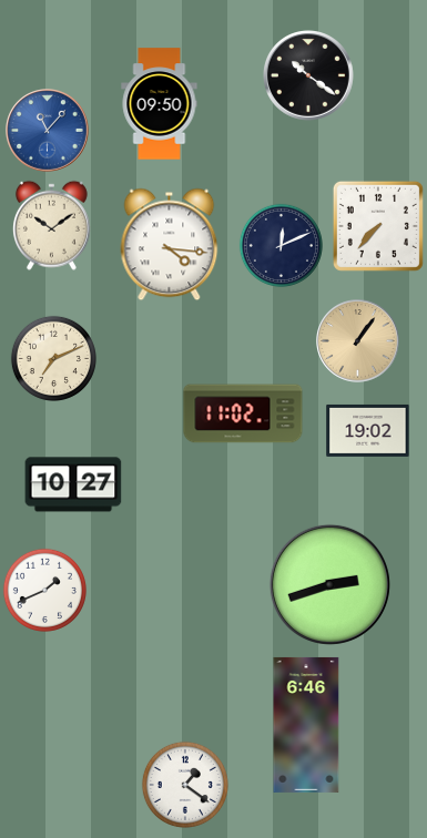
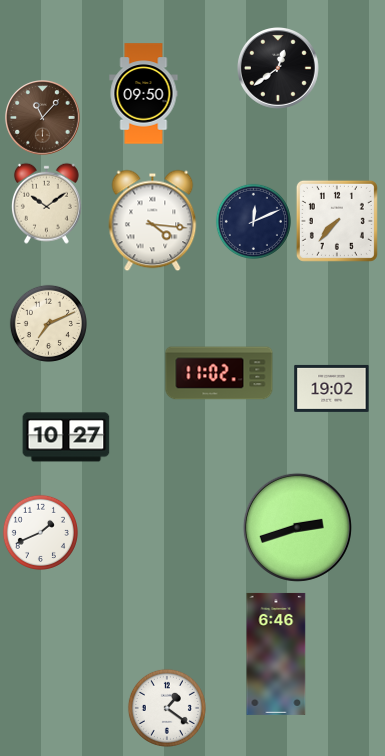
clock at (309, 76): 10:21 -> 12:39
clock at (48, 131) dial: blue -> brown
clock at (378, 226) position: (378, 226) -> (337, 221)
clock at (358, 341): 1:06 -> none
